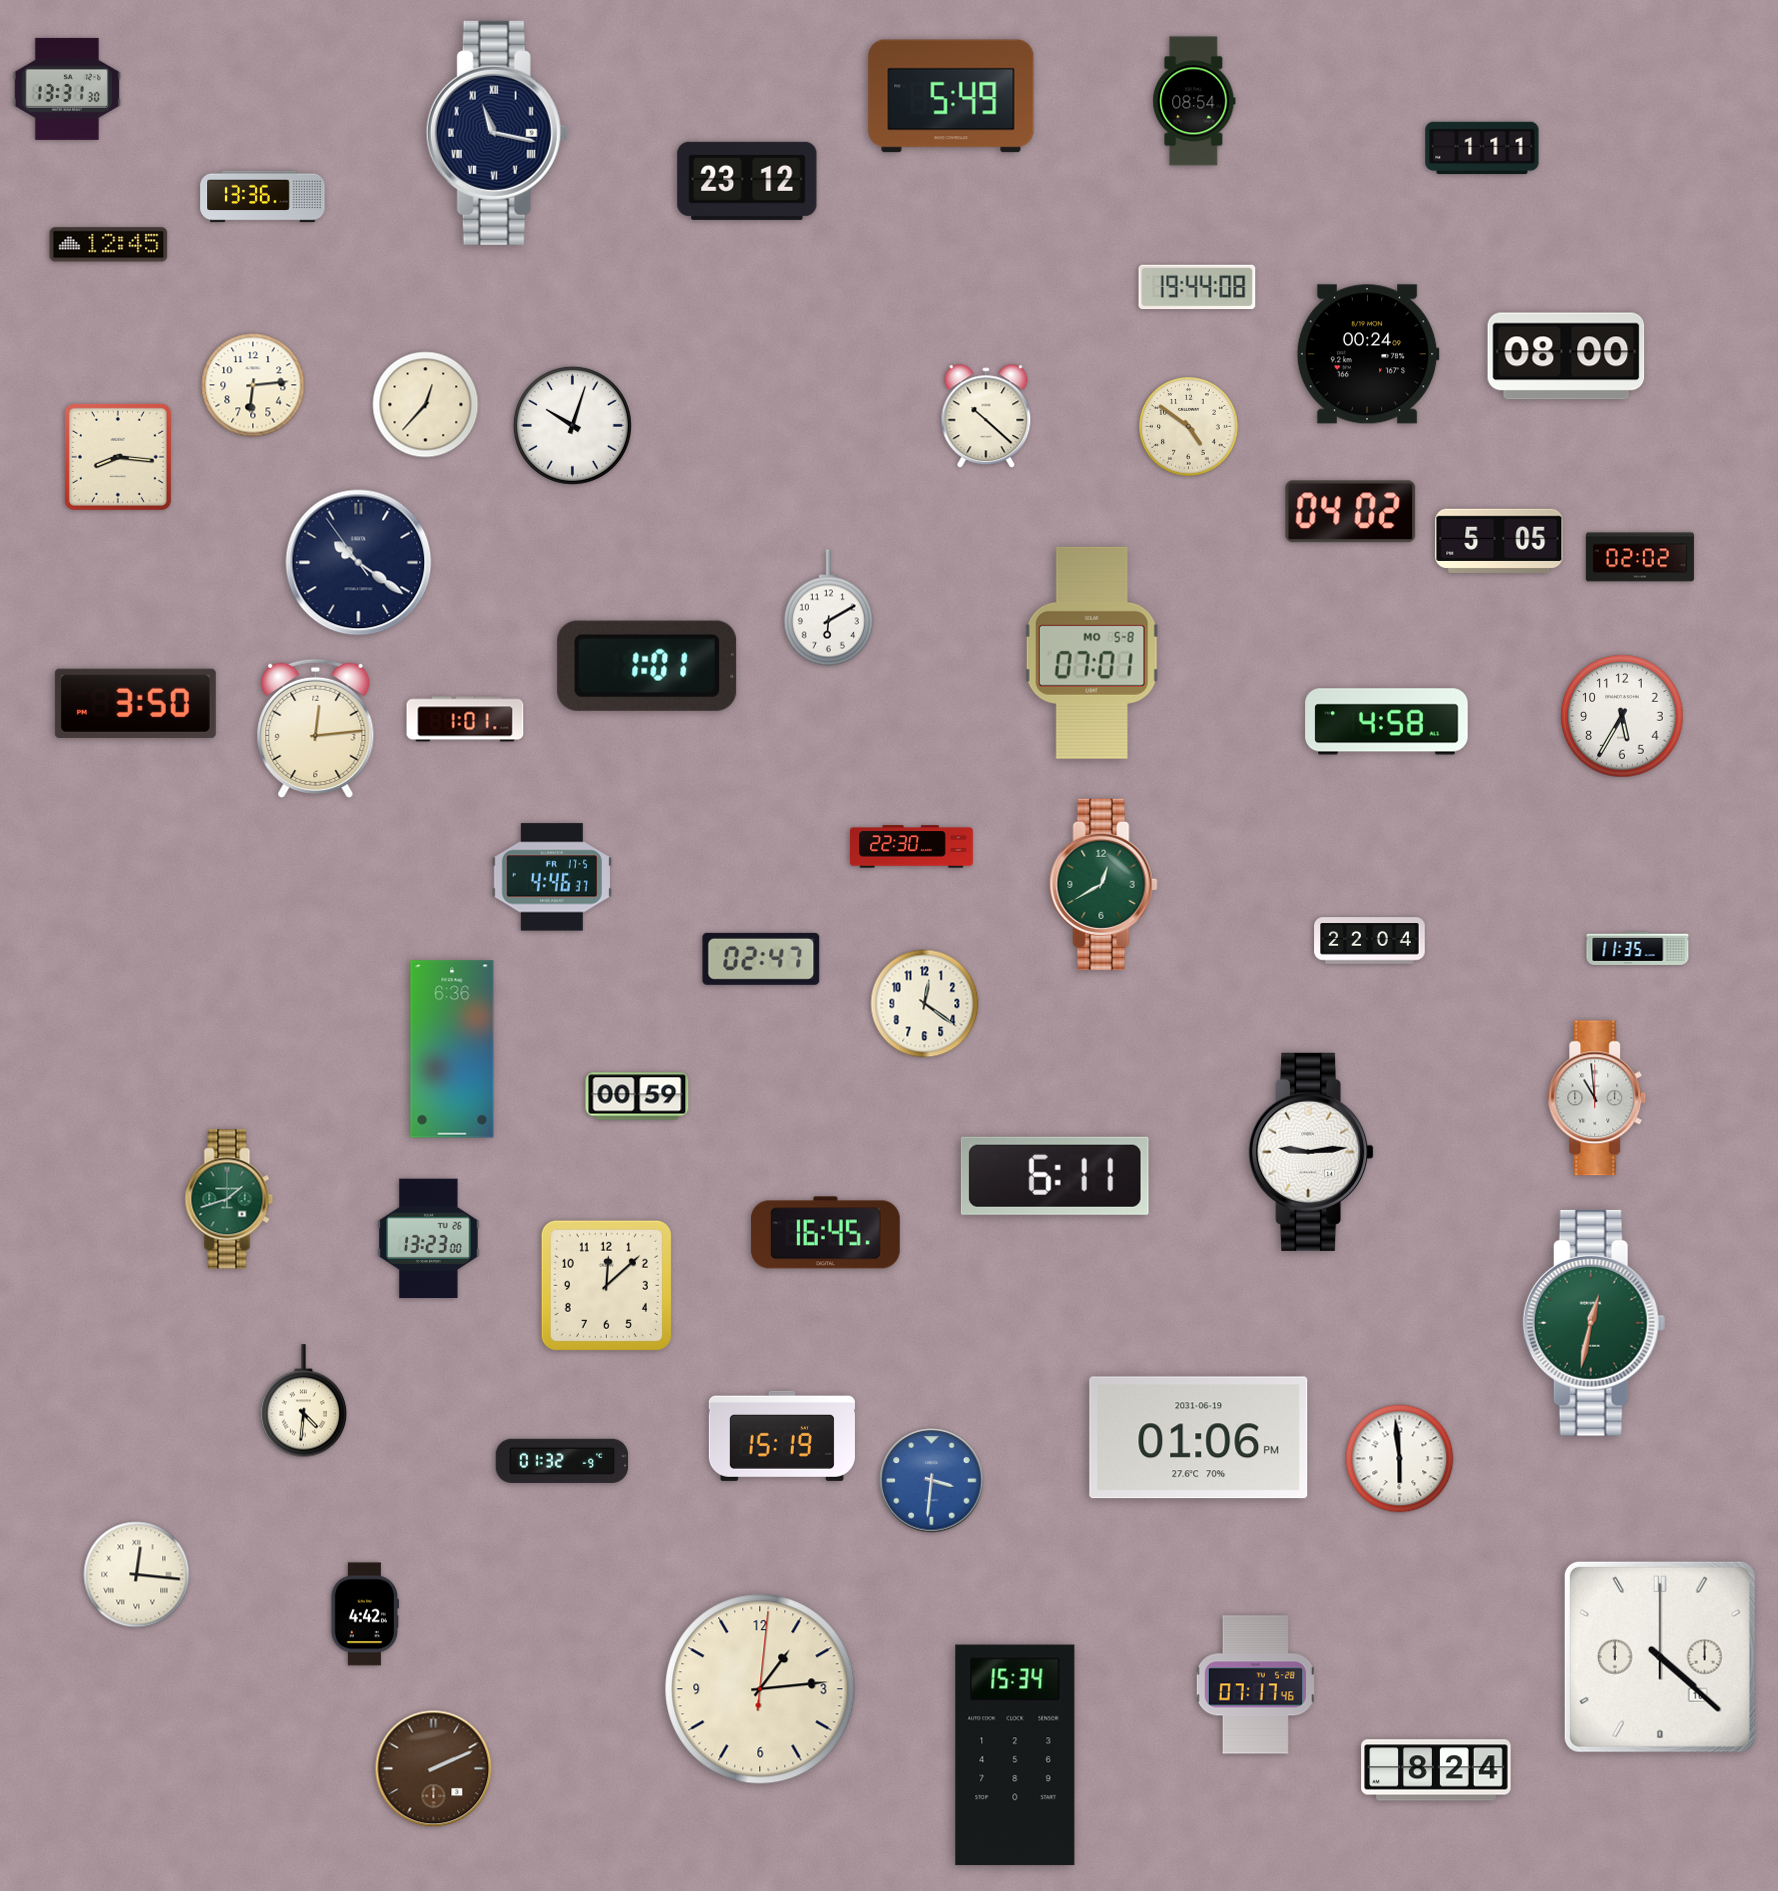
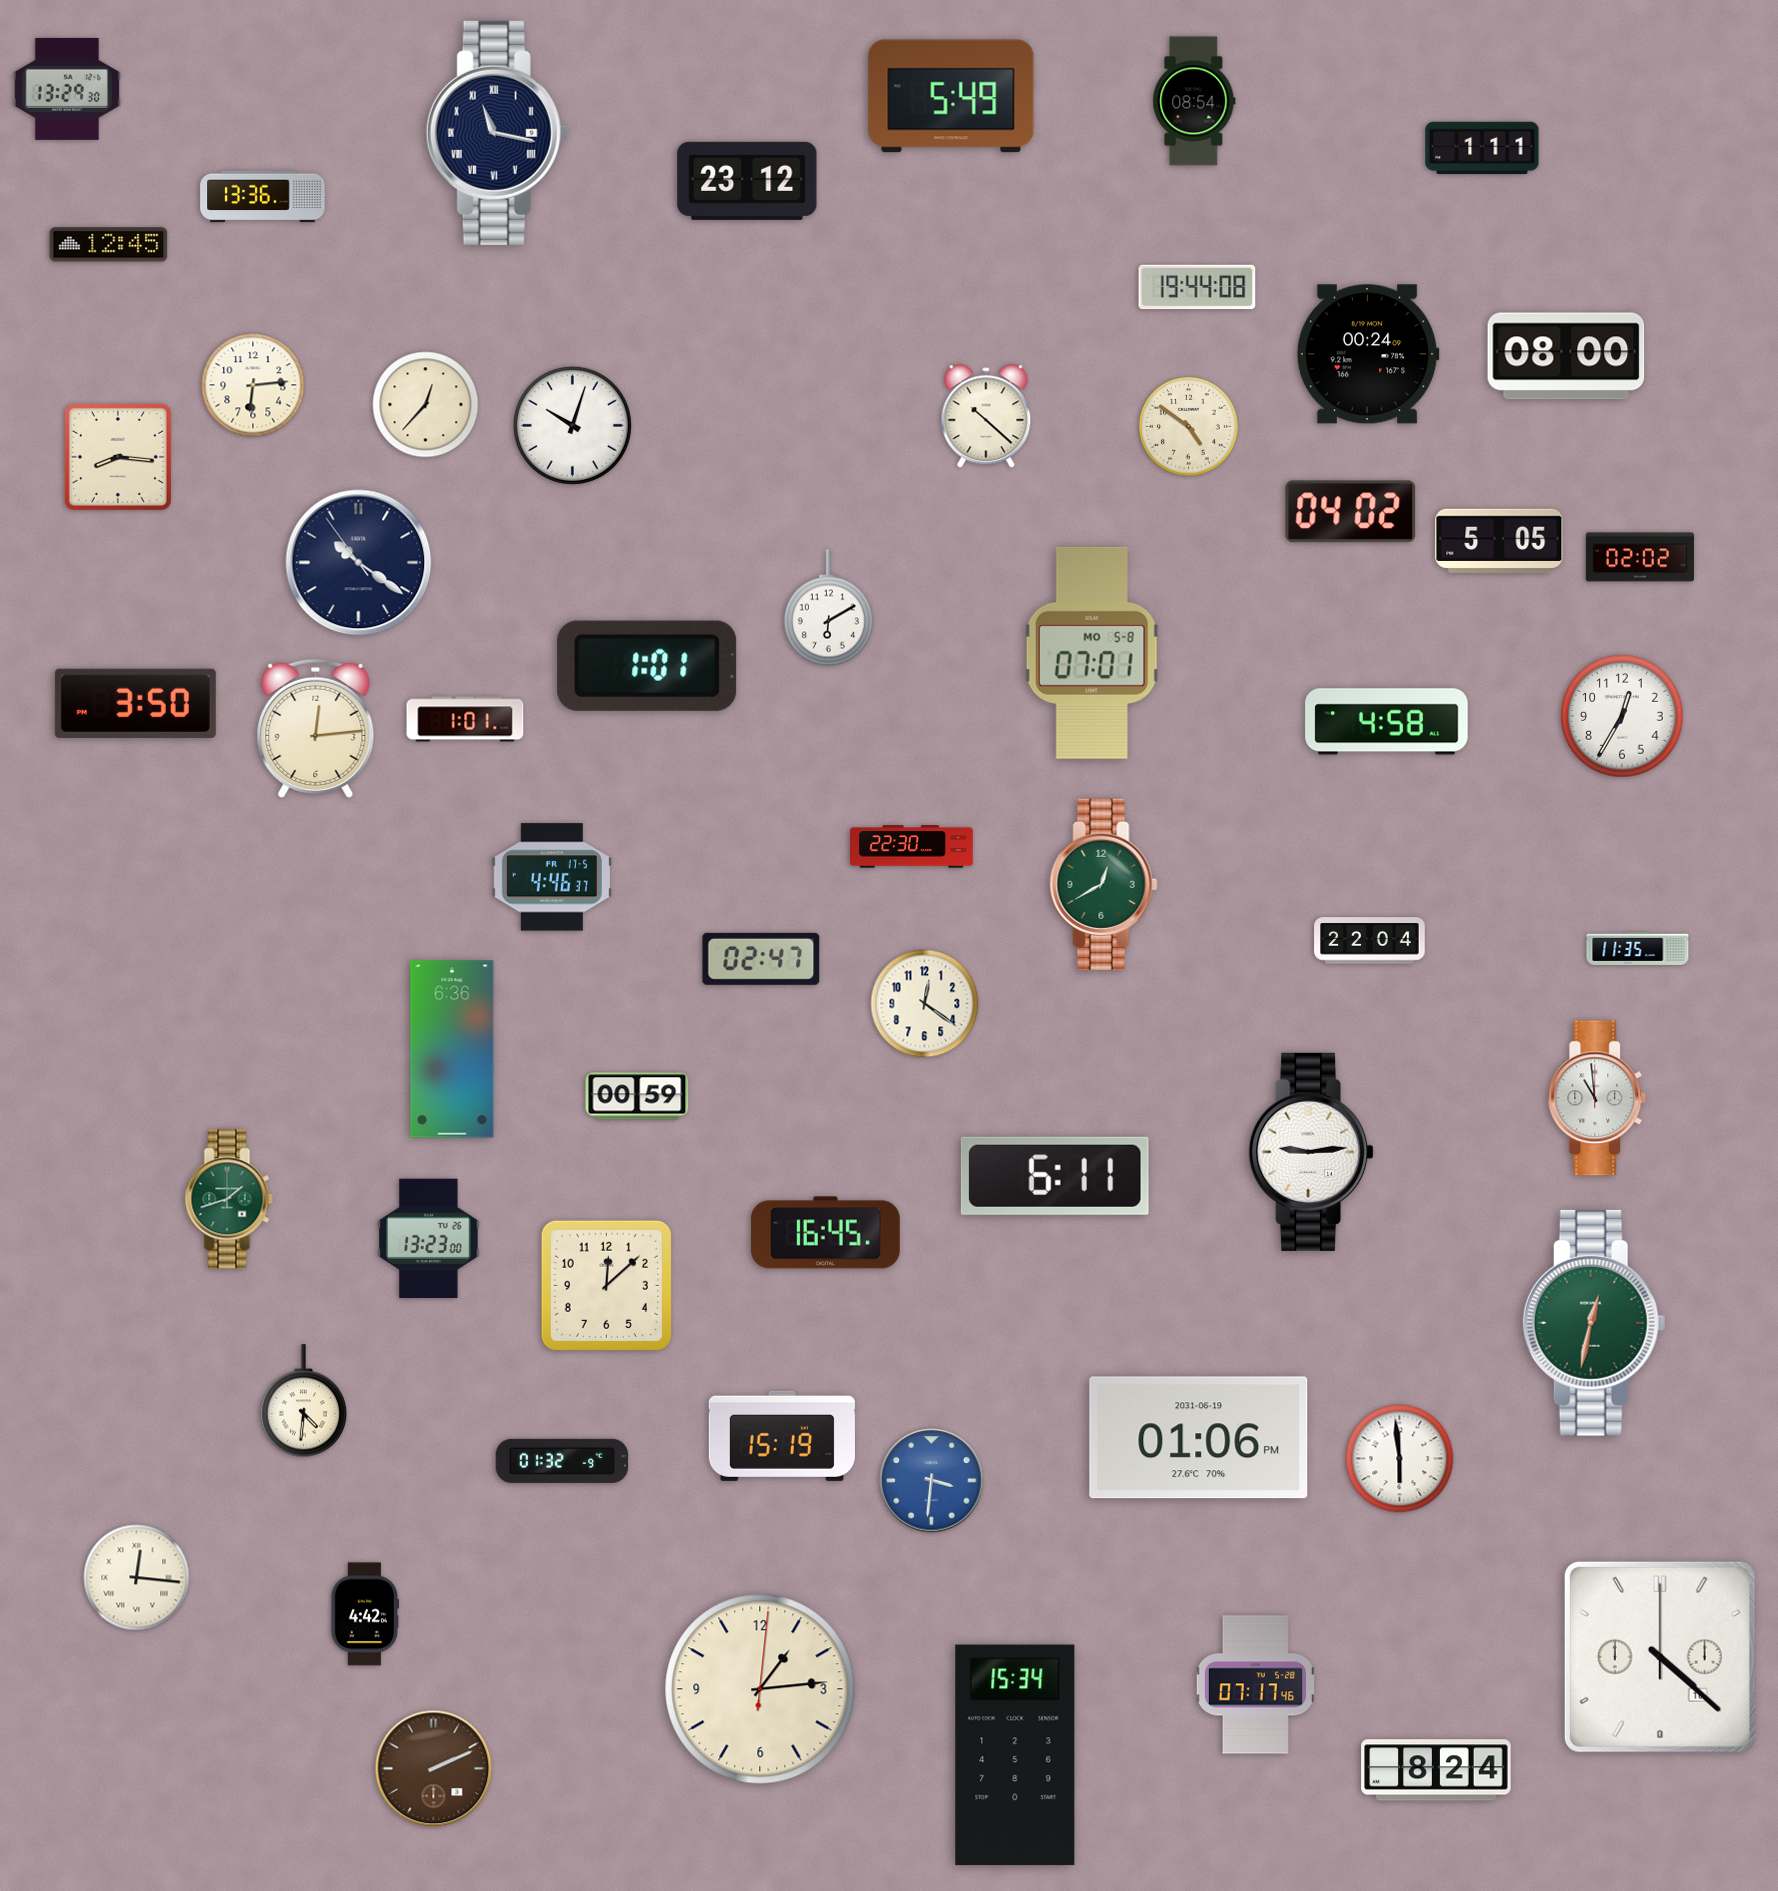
clock at (67, 89): 13:31 -> 13:29
clock at (1622, 716): 5:35 -> 12:35
clock at (137, 1575) position: (137, 1575) -> (137, 1578)
